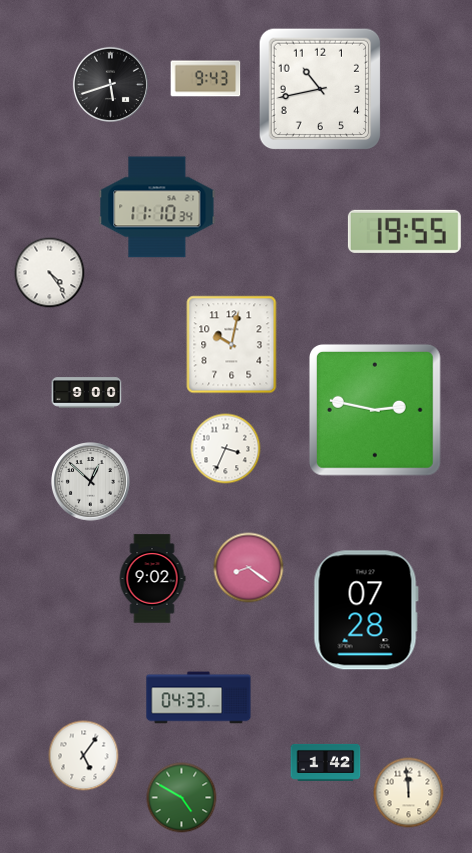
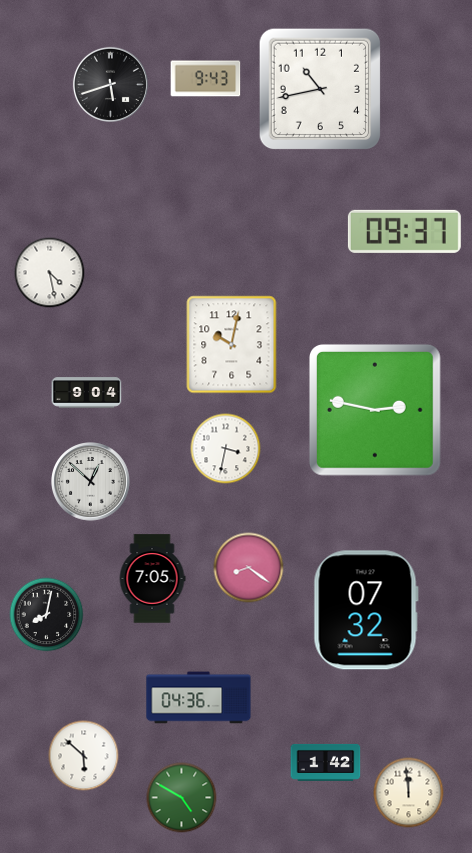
clock at (157, 207): 11:10 -> none
clock at (404, 231): 19:55 -> 09:37
clock at (50, 273): 4:24 -> 4:28
clock at (87, 393): 9:00 -> 9:04
clock at (226, 449): 3:34 -> 3:32
clock at (152, 579): 9:02 -> 7:05
clock at (366, 610): 07:28 -> 07:32
clock at (47, 615): none -> 8:02
clock at (199, 698): 04:33 -> 04:36
clock at (84, 756): 5:06 -> 5:52
